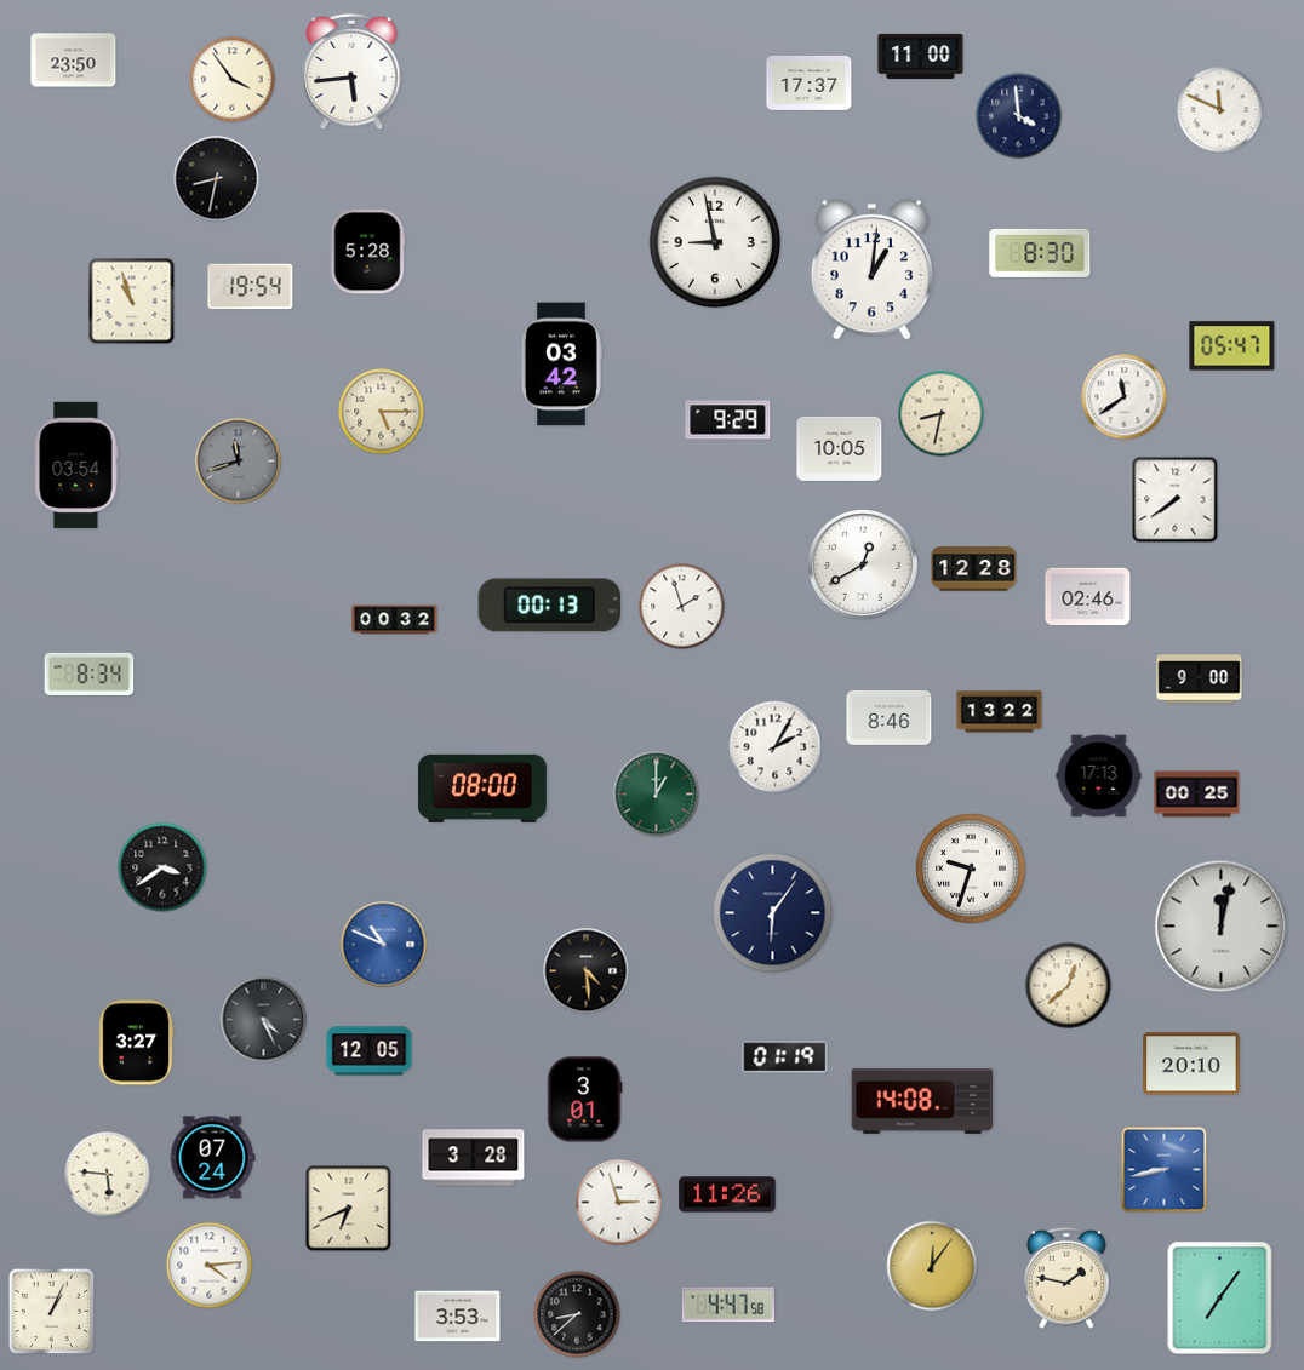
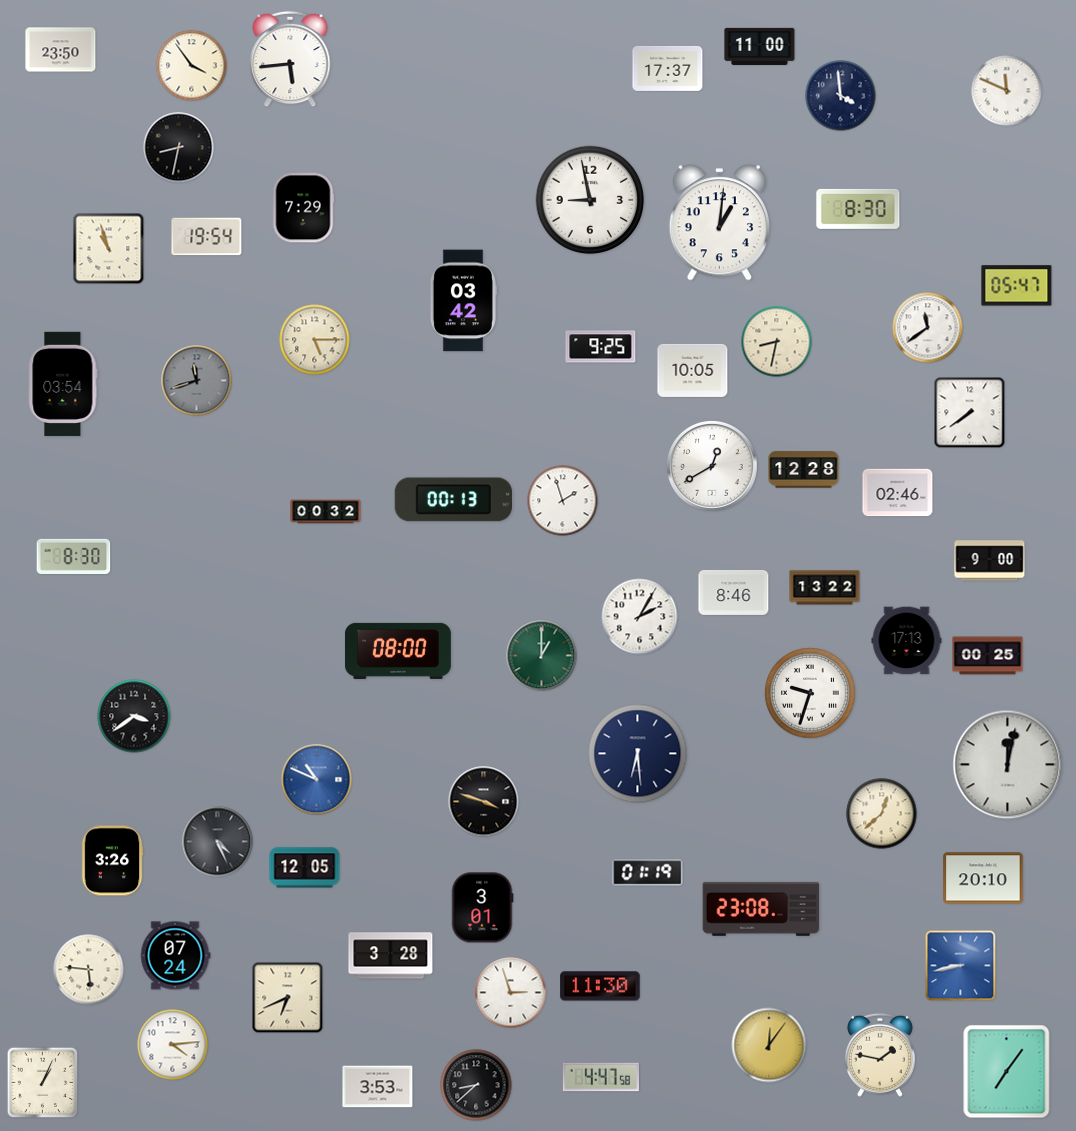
clock at (367, 252): 5:28 -> 7:29
clock at (728, 420): 9:29 -> 9:25
clock at (90, 673): 8:34 -> 8:30
clock at (971, 869) position: (971, 869) -> (810, 693)
clock at (773, 913): 6:06 -> 6:29
clock at (587, 971): 4:29 -> 3:48
clock at (136, 1043): 3:27 -> 3:26
clock at (922, 1101): 14:08 -> 23:08
clock at (727, 1194): 11:26 -> 11:30
